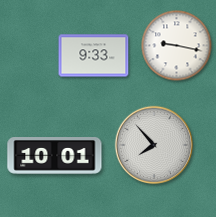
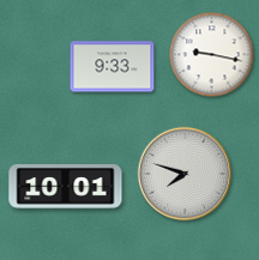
clock at (154, 145): 7:53 -> 7:48
